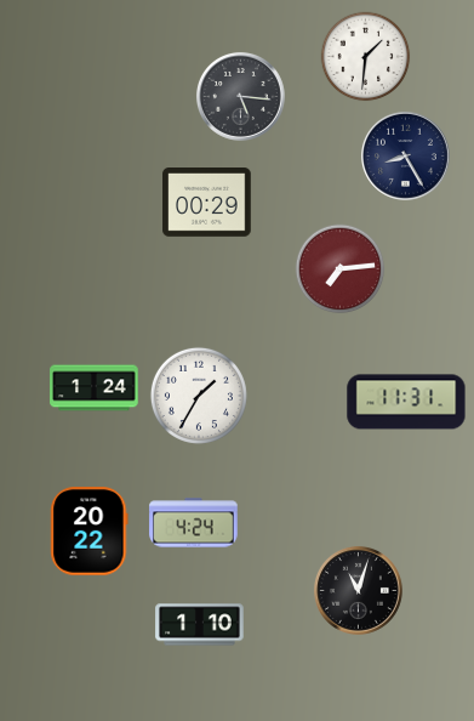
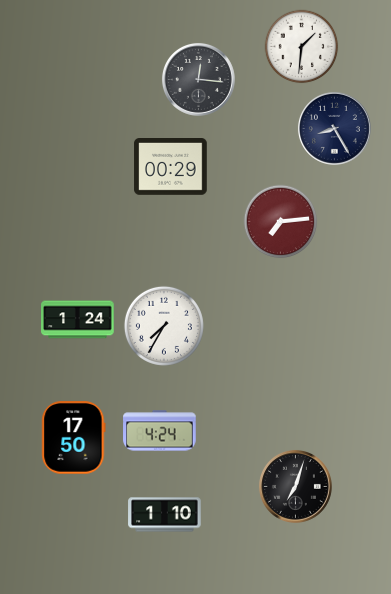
clock at (240, 96): 5:16 -> 12:16
clock at (199, 396): 1:35 -> 7:35
clock at (406, 402): 11:31 -> none
clock at (90, 532): 20:22 -> 17:50
clock at (358, 590): 11:03 -> 7:03
